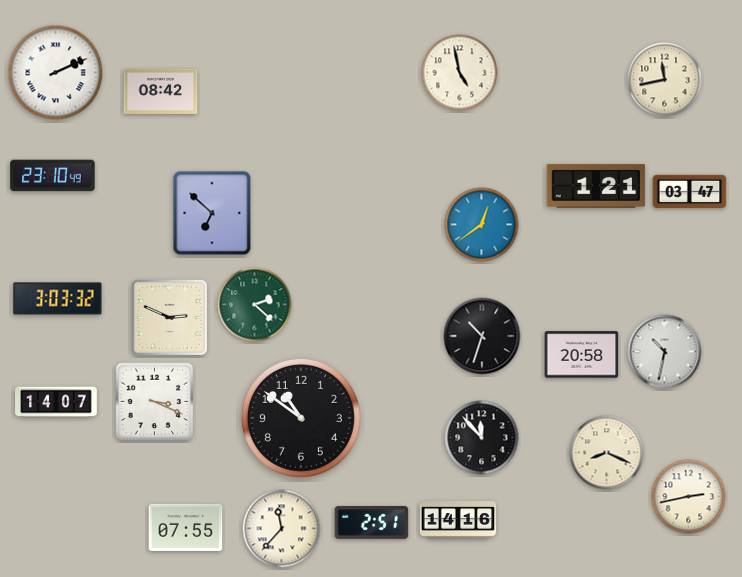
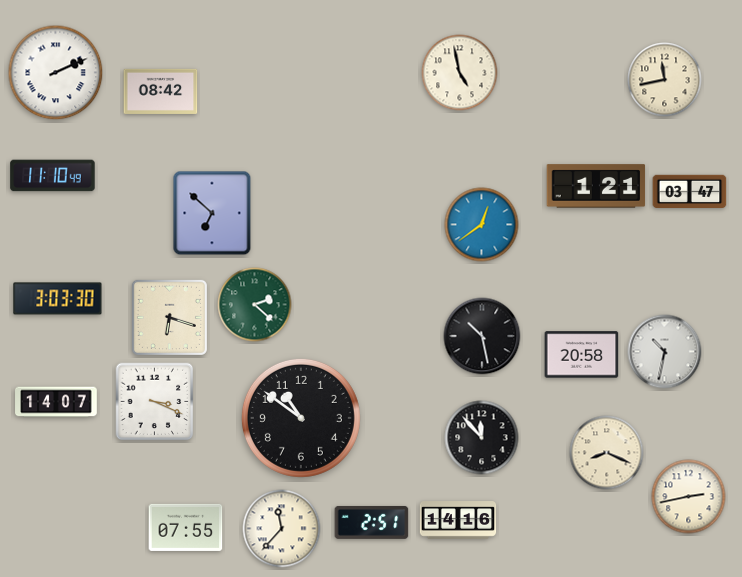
clock at (53, 176): 23:10 -> 11:10
clock at (58, 299): 3:03:32 -> 3:03:30
clock at (169, 317): 2:49 -> 6:18
clock at (482, 336): 10:33 -> 10:28
